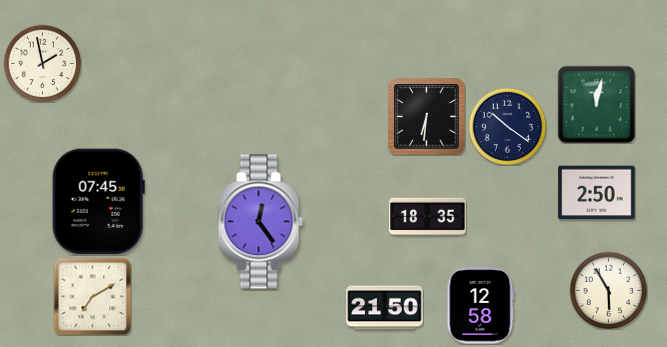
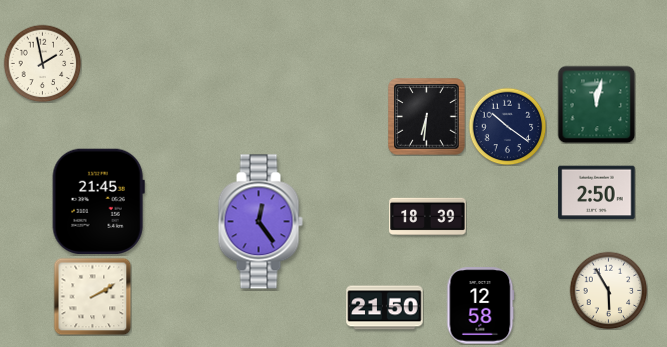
clock at (98, 202): 07:45 -> 21:45
clock at (428, 217): 18:35 -> 18:39
clock at (92, 296): 7:10 -> 2:10
